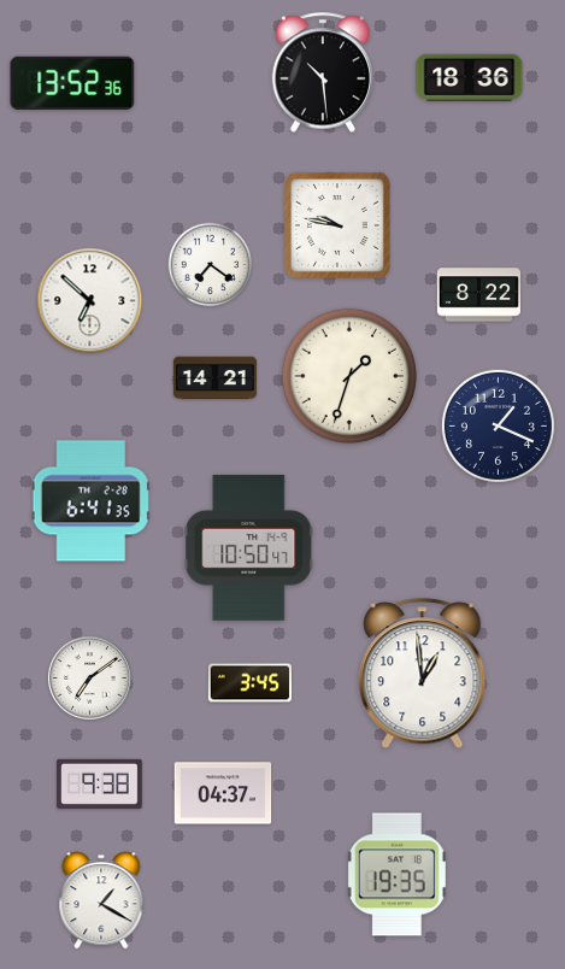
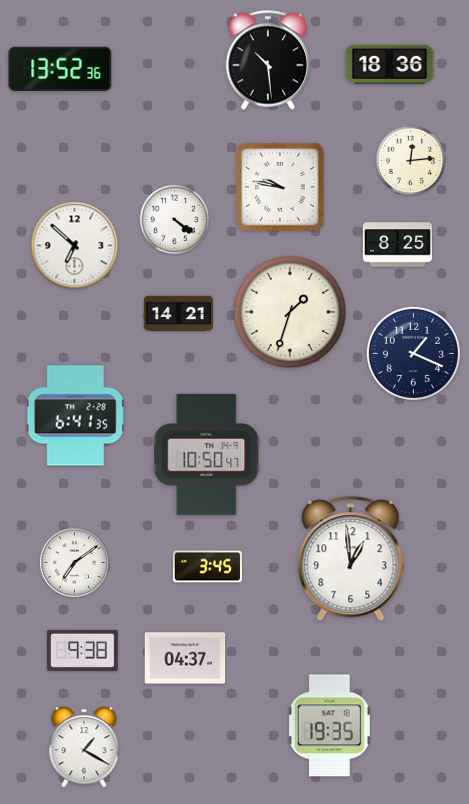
clock at (411, 161): none -> 12:14
clock at (211, 265): 7:21 -> 4:21
clock at (478, 295): 8:22 -> 8:25
clock at (90, 301) position: (90, 301) -> (75, 246)
